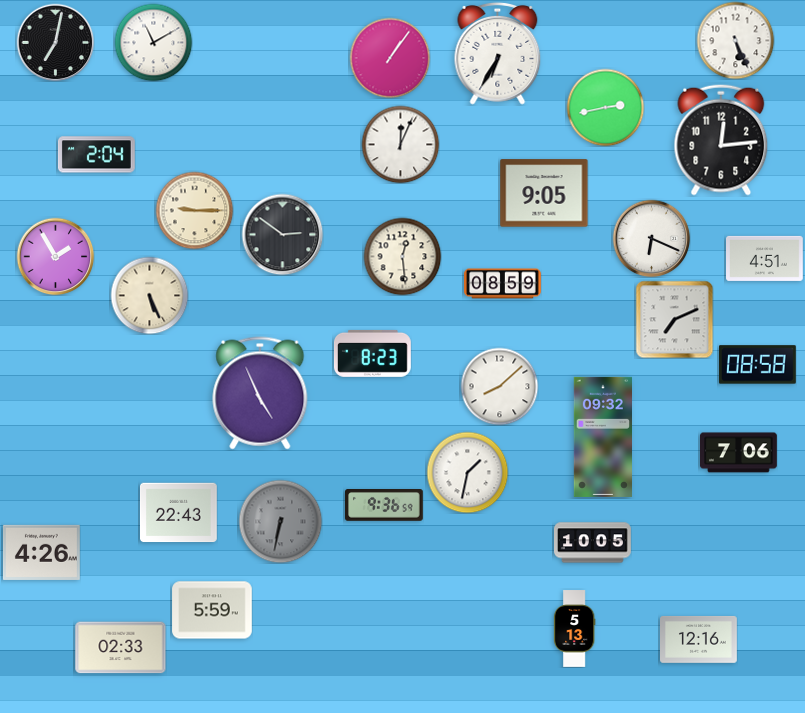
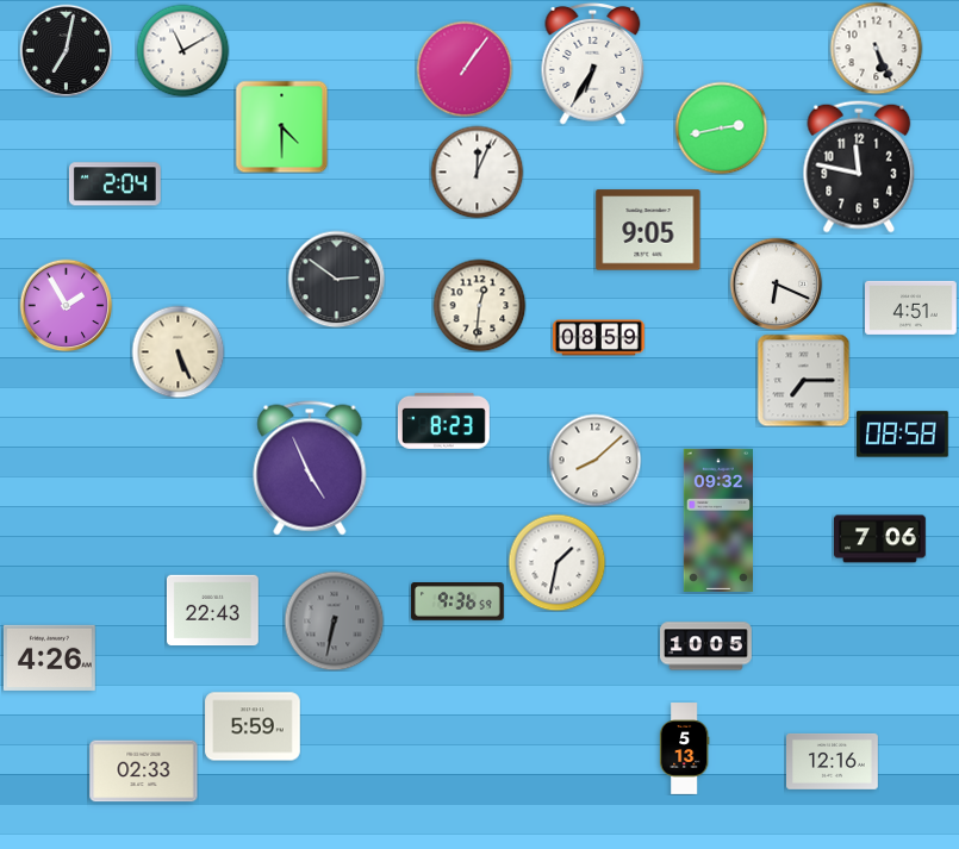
clock at (281, 126): none -> 4:30
clock at (721, 140): 12:14 -> 11:47
clock at (194, 210): 9:15 -> none
clock at (402, 256): 12:29 -> 12:31
clock at (674, 319): 7:11 -> 7:15
